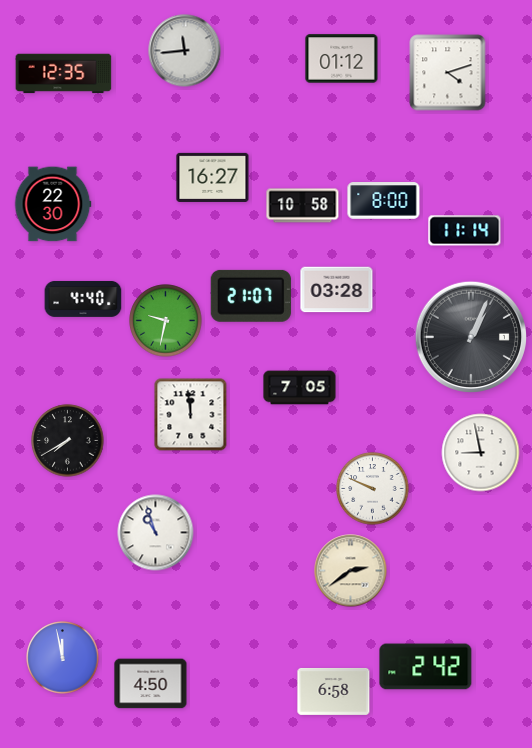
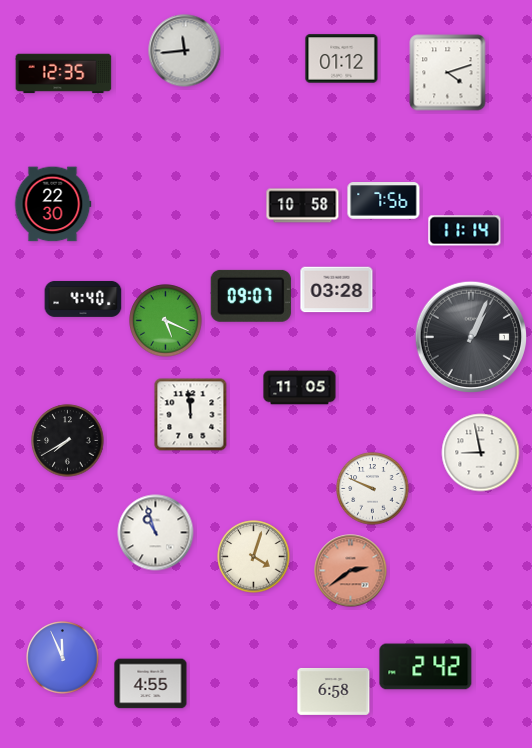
clock at (213, 177): 16:27 -> none
clock at (384, 201): 8:00 -> 7:56
clock at (251, 296): 21:07 -> 09:07
clock at (166, 321): 9:32 -> 5:19
clock at (300, 388): 7:05 -> 11:05
clock at (254, 557): none -> 4:03
clock at (351, 571) dial: cream -> salmon
clock at (63, 658): 11:58 -> 11:56
clock at (151, 684): 4:50 -> 4:55
